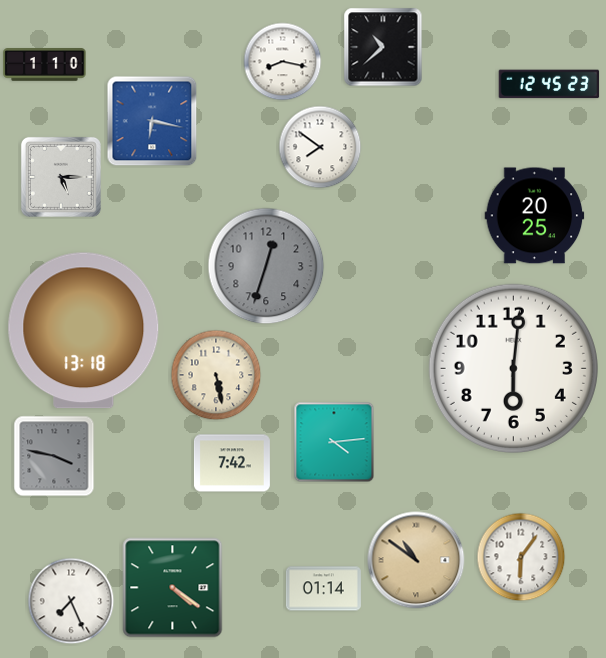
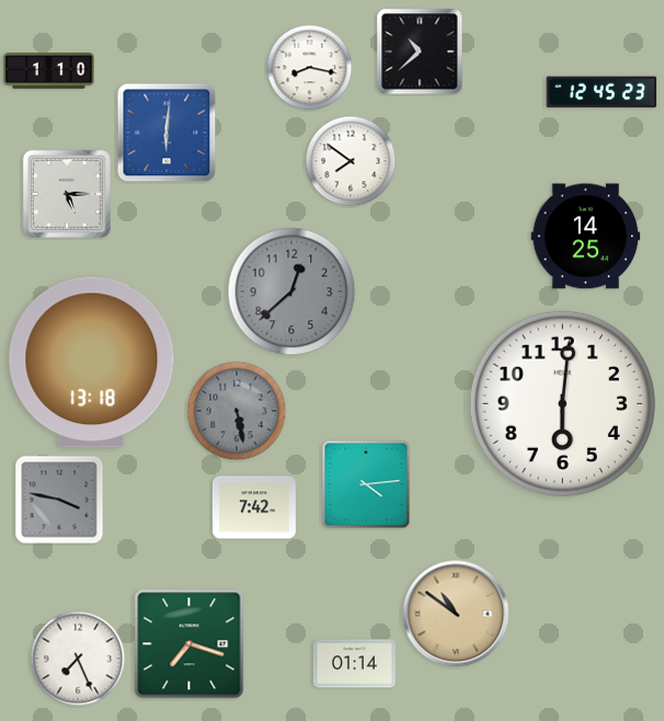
clock at (152, 121): 6:17 -> 6:01
clock at (535, 216): 20:25 -> 14:25
clock at (266, 266): 12:33 -> 12:38
clock at (216, 375) dial: cream -> grey
clock at (521, 557): 6:06 -> none
clock at (173, 588): 4:21 -> 7:18
clock at (323, 589) position: (323, 589) -> (354, 664)
